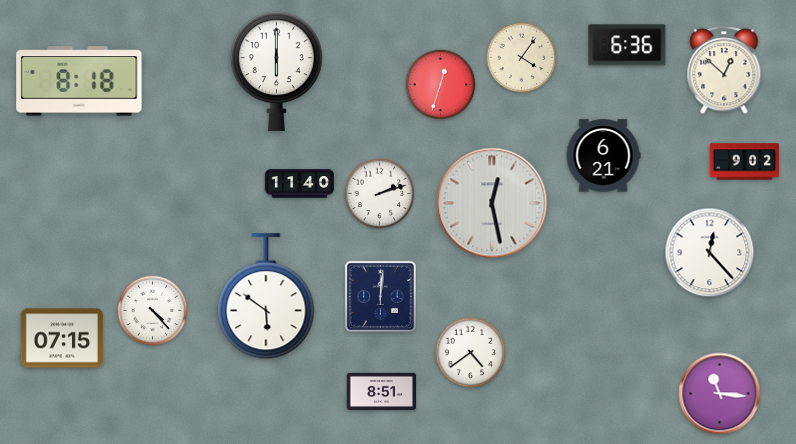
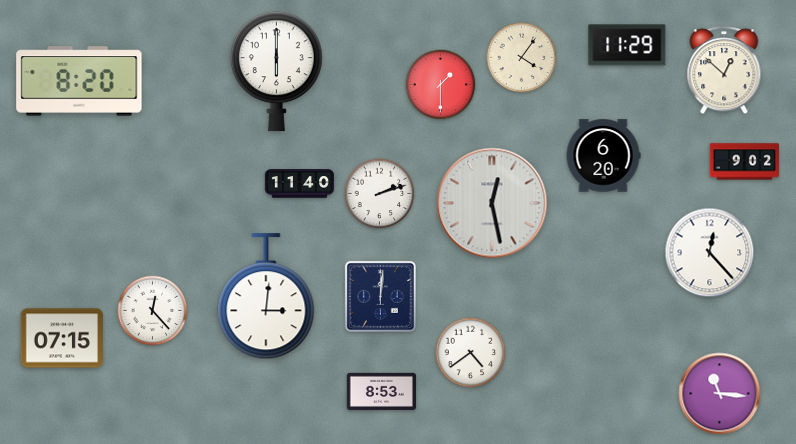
clock at (627, 45): 6:36 -> 11:29
clock at (79, 81): 8:18 -> 8:20
clock at (441, 85): 12:33 -> 1:30
clock at (603, 156): 6:21 -> 6:20
clock at (266, 297): 5:51 -> 3:01
clock at (153, 311): 4:23 -> 12:23
clock at (382, 391): 8:51 -> 8:53
